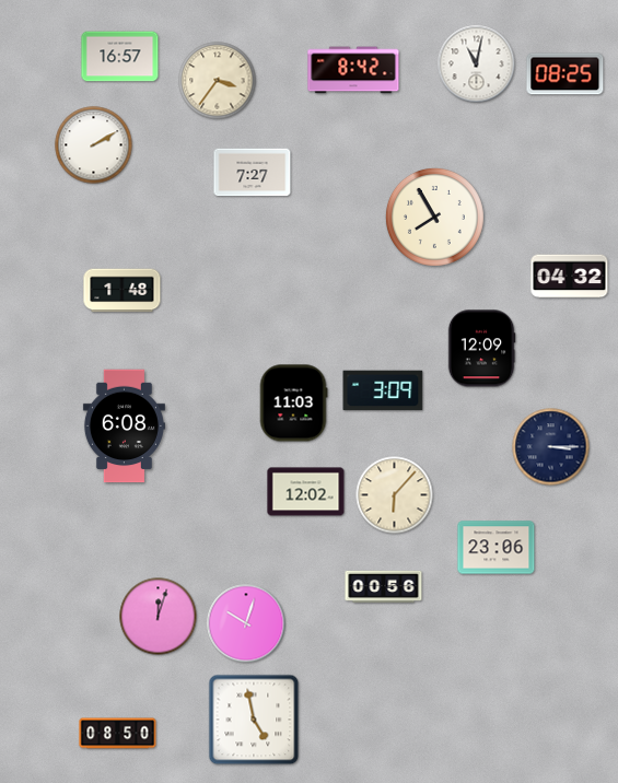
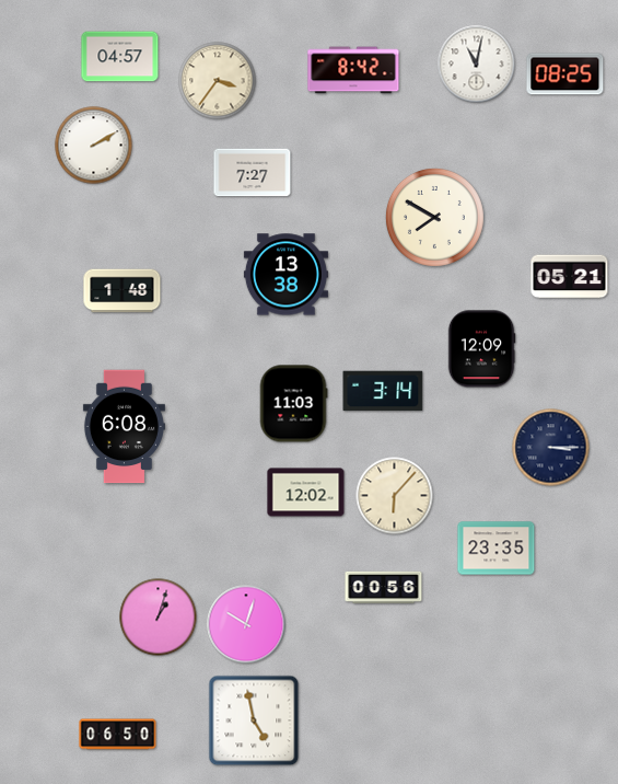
clock at (120, 57): 16:57 -> 04:57
clock at (434, 217): 7:55 -> 7:50
clock at (285, 275): none -> 13:38
clock at (570, 277): 04:32 -> 05:21
clock at (383, 390): 3:09 -> 3:14
clock at (497, 548): 23:06 -> 23:35
clock at (159, 617): 12:03 -> 1:03
clock at (118, 734): 08:50 -> 06:50
